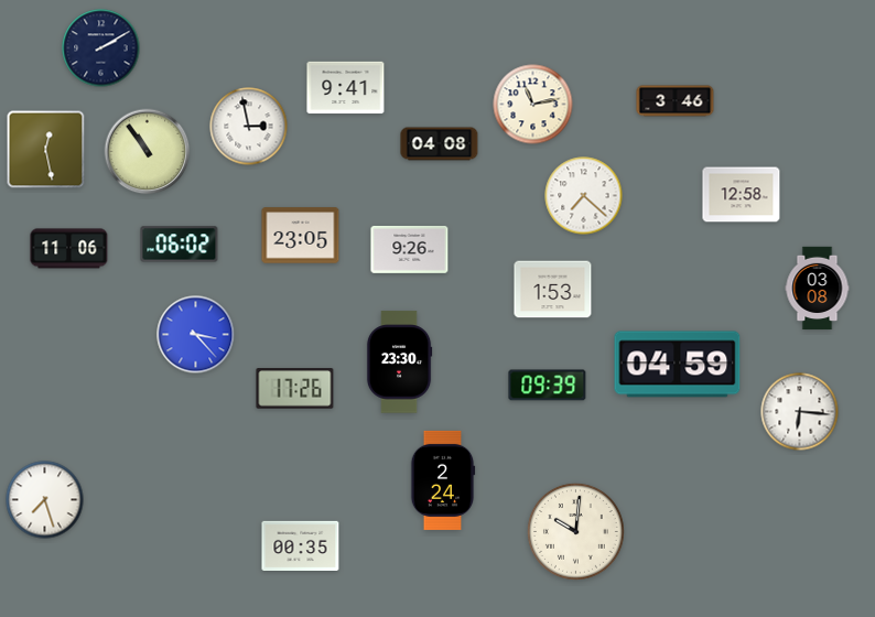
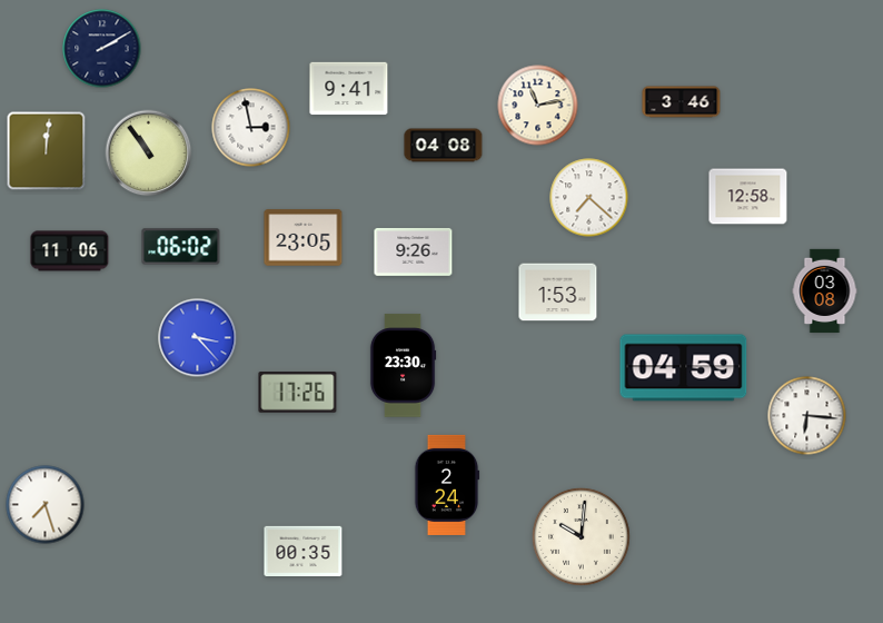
clock at (46, 150): 12:28 -> 12:01
clock at (548, 386): 09:39 -> none
